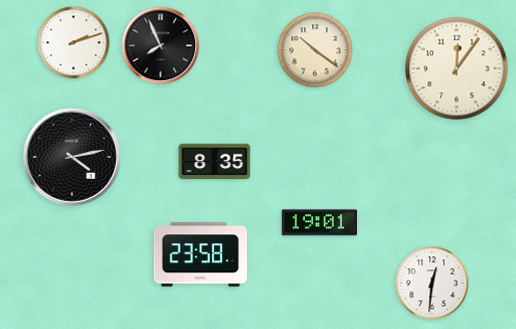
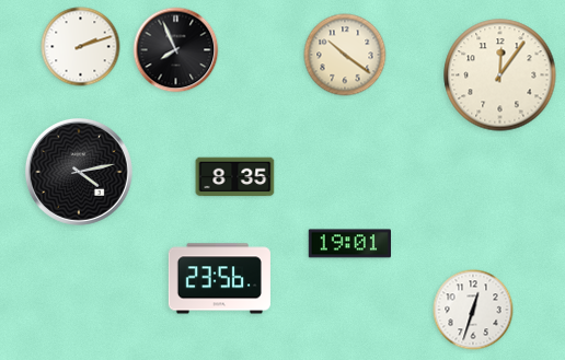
clock at (200, 255): 23:58 -> 23:56
clock at (432, 283): 12:31 -> 12:33
